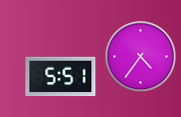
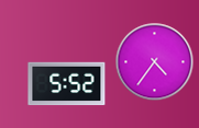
clock at (61, 77): 5:51 -> 5:52
